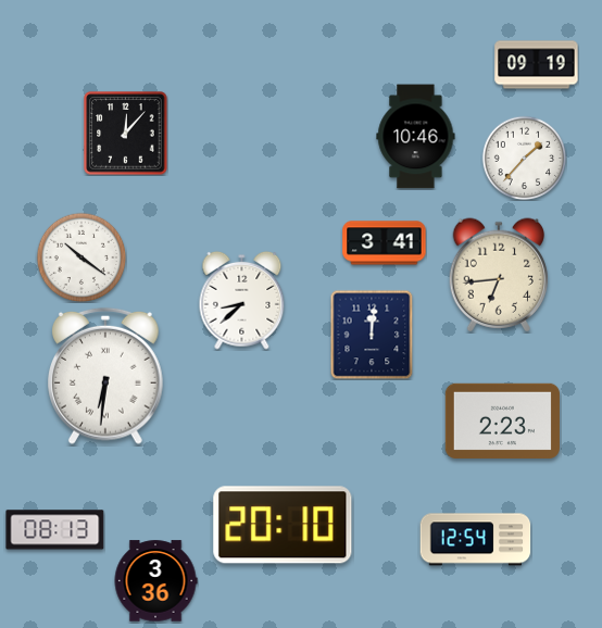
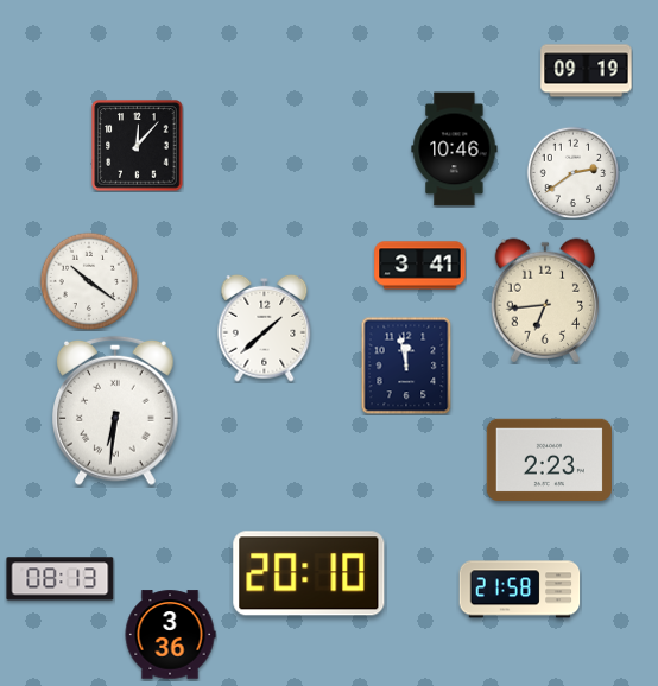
clock at (524, 158): 1:37 -> 2:39
clock at (242, 300): 8:38 -> 1:38
clock at (372, 335): 12:01 -> 11:58
clock at (476, 540): 12:54 -> 21:58
